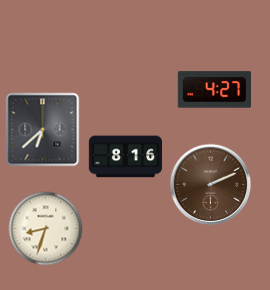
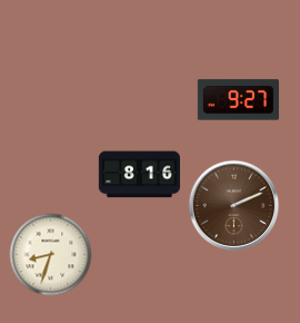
clock at (214, 90): 4:27 -> 9:27
clock at (43, 130): 6:38 -> none
